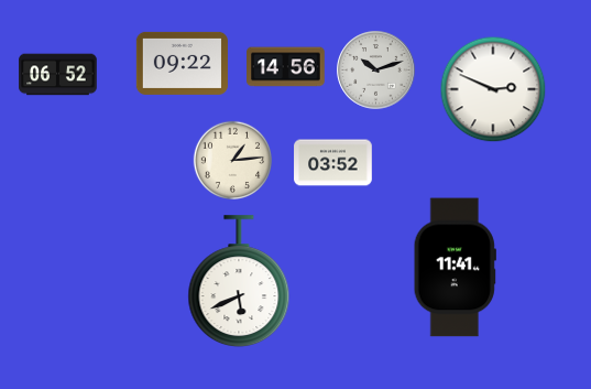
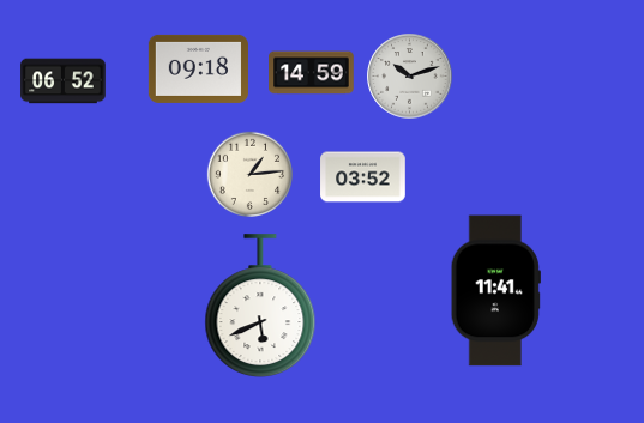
clock at (182, 63): 09:22 -> 09:18
clock at (286, 67): 14:56 -> 14:59
clock at (493, 89): 2:49 -> none
clock at (232, 160) position: (232, 160) -> (249, 174)
